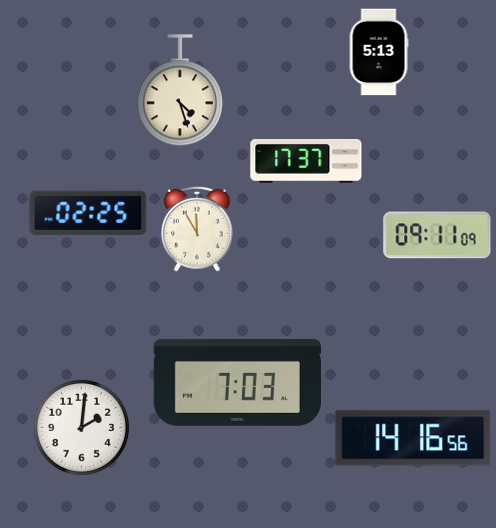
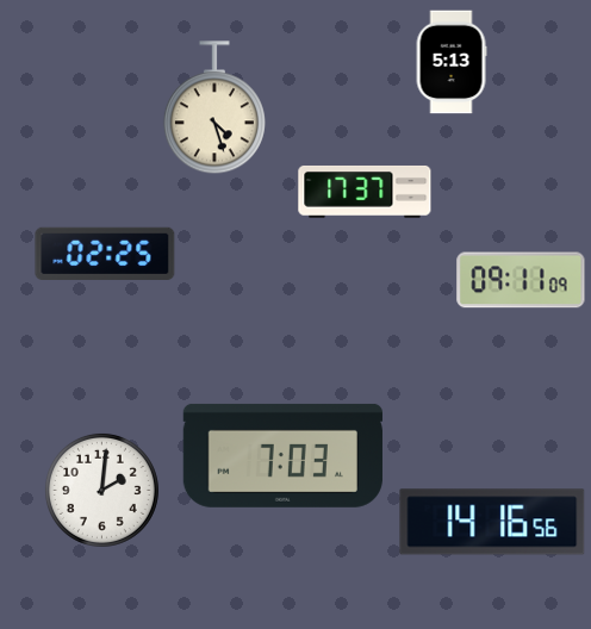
clock at (198, 229): 11:55 -> none
clock at (81, 427) position: (81, 427) -> (101, 490)
